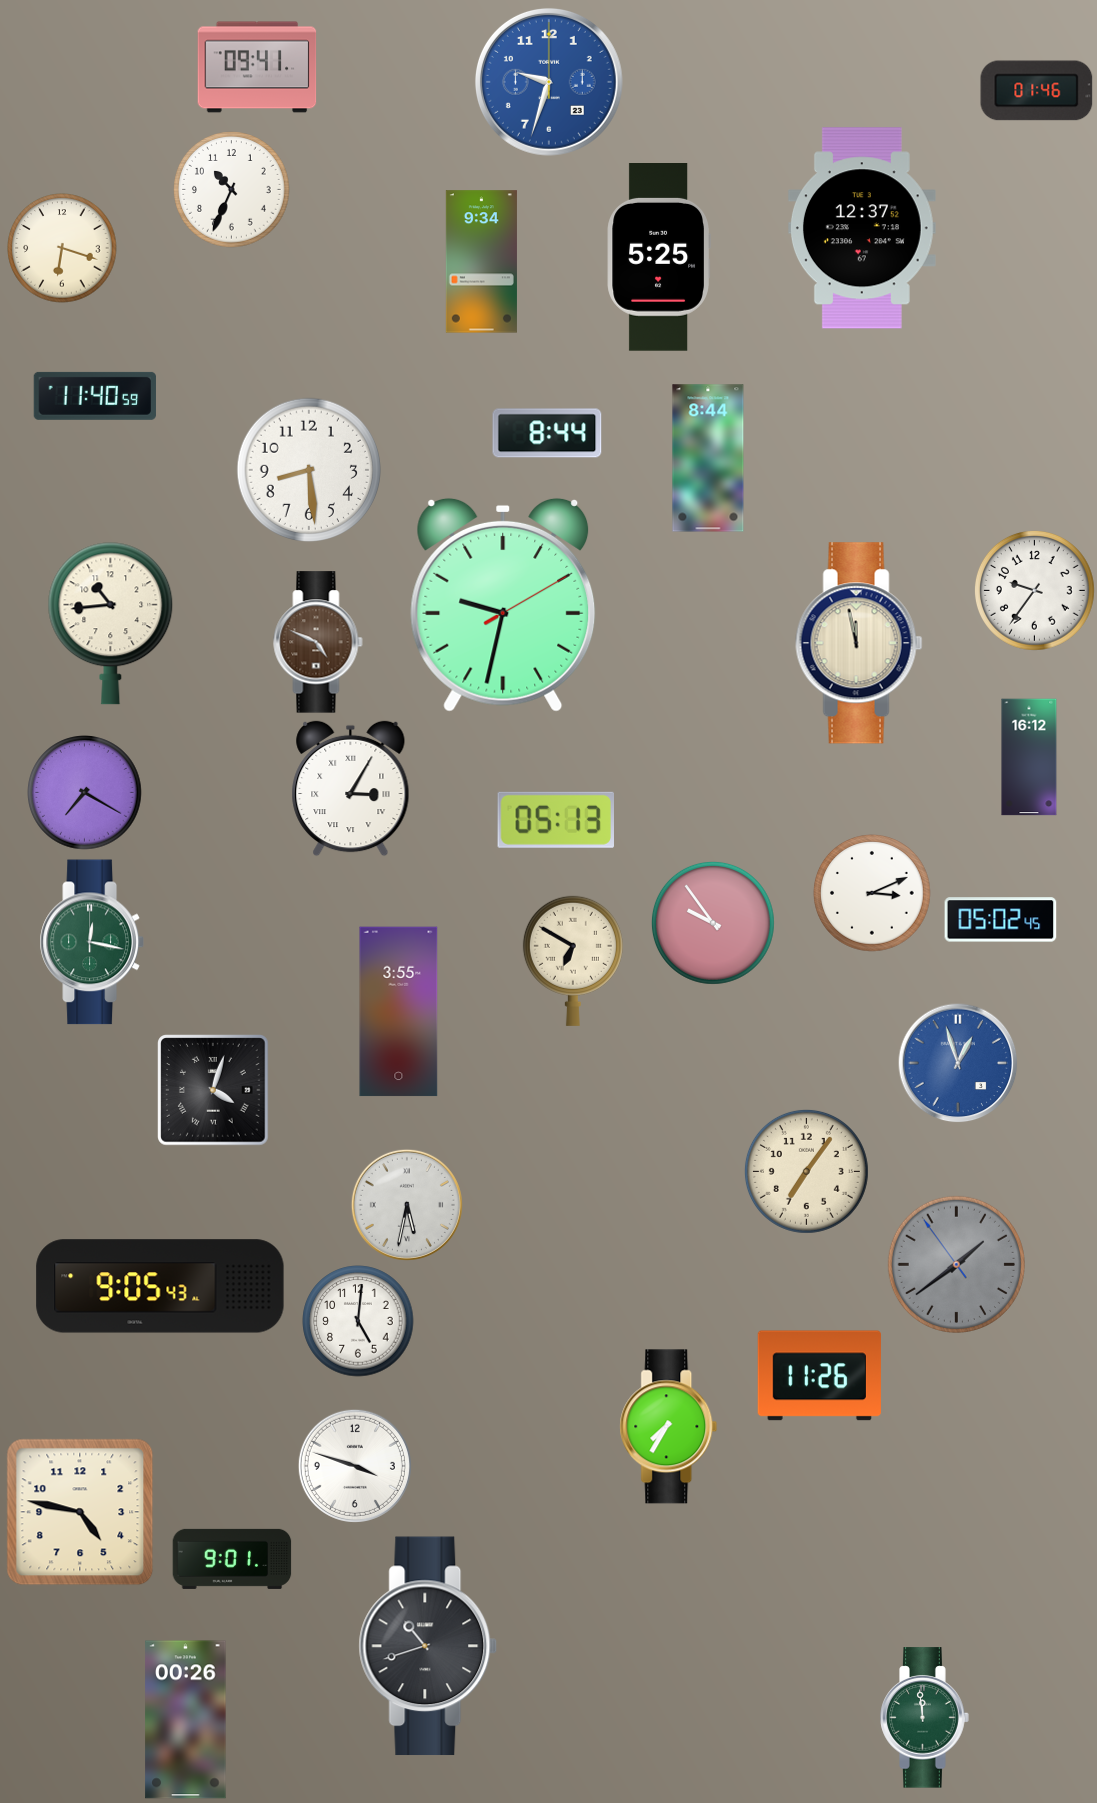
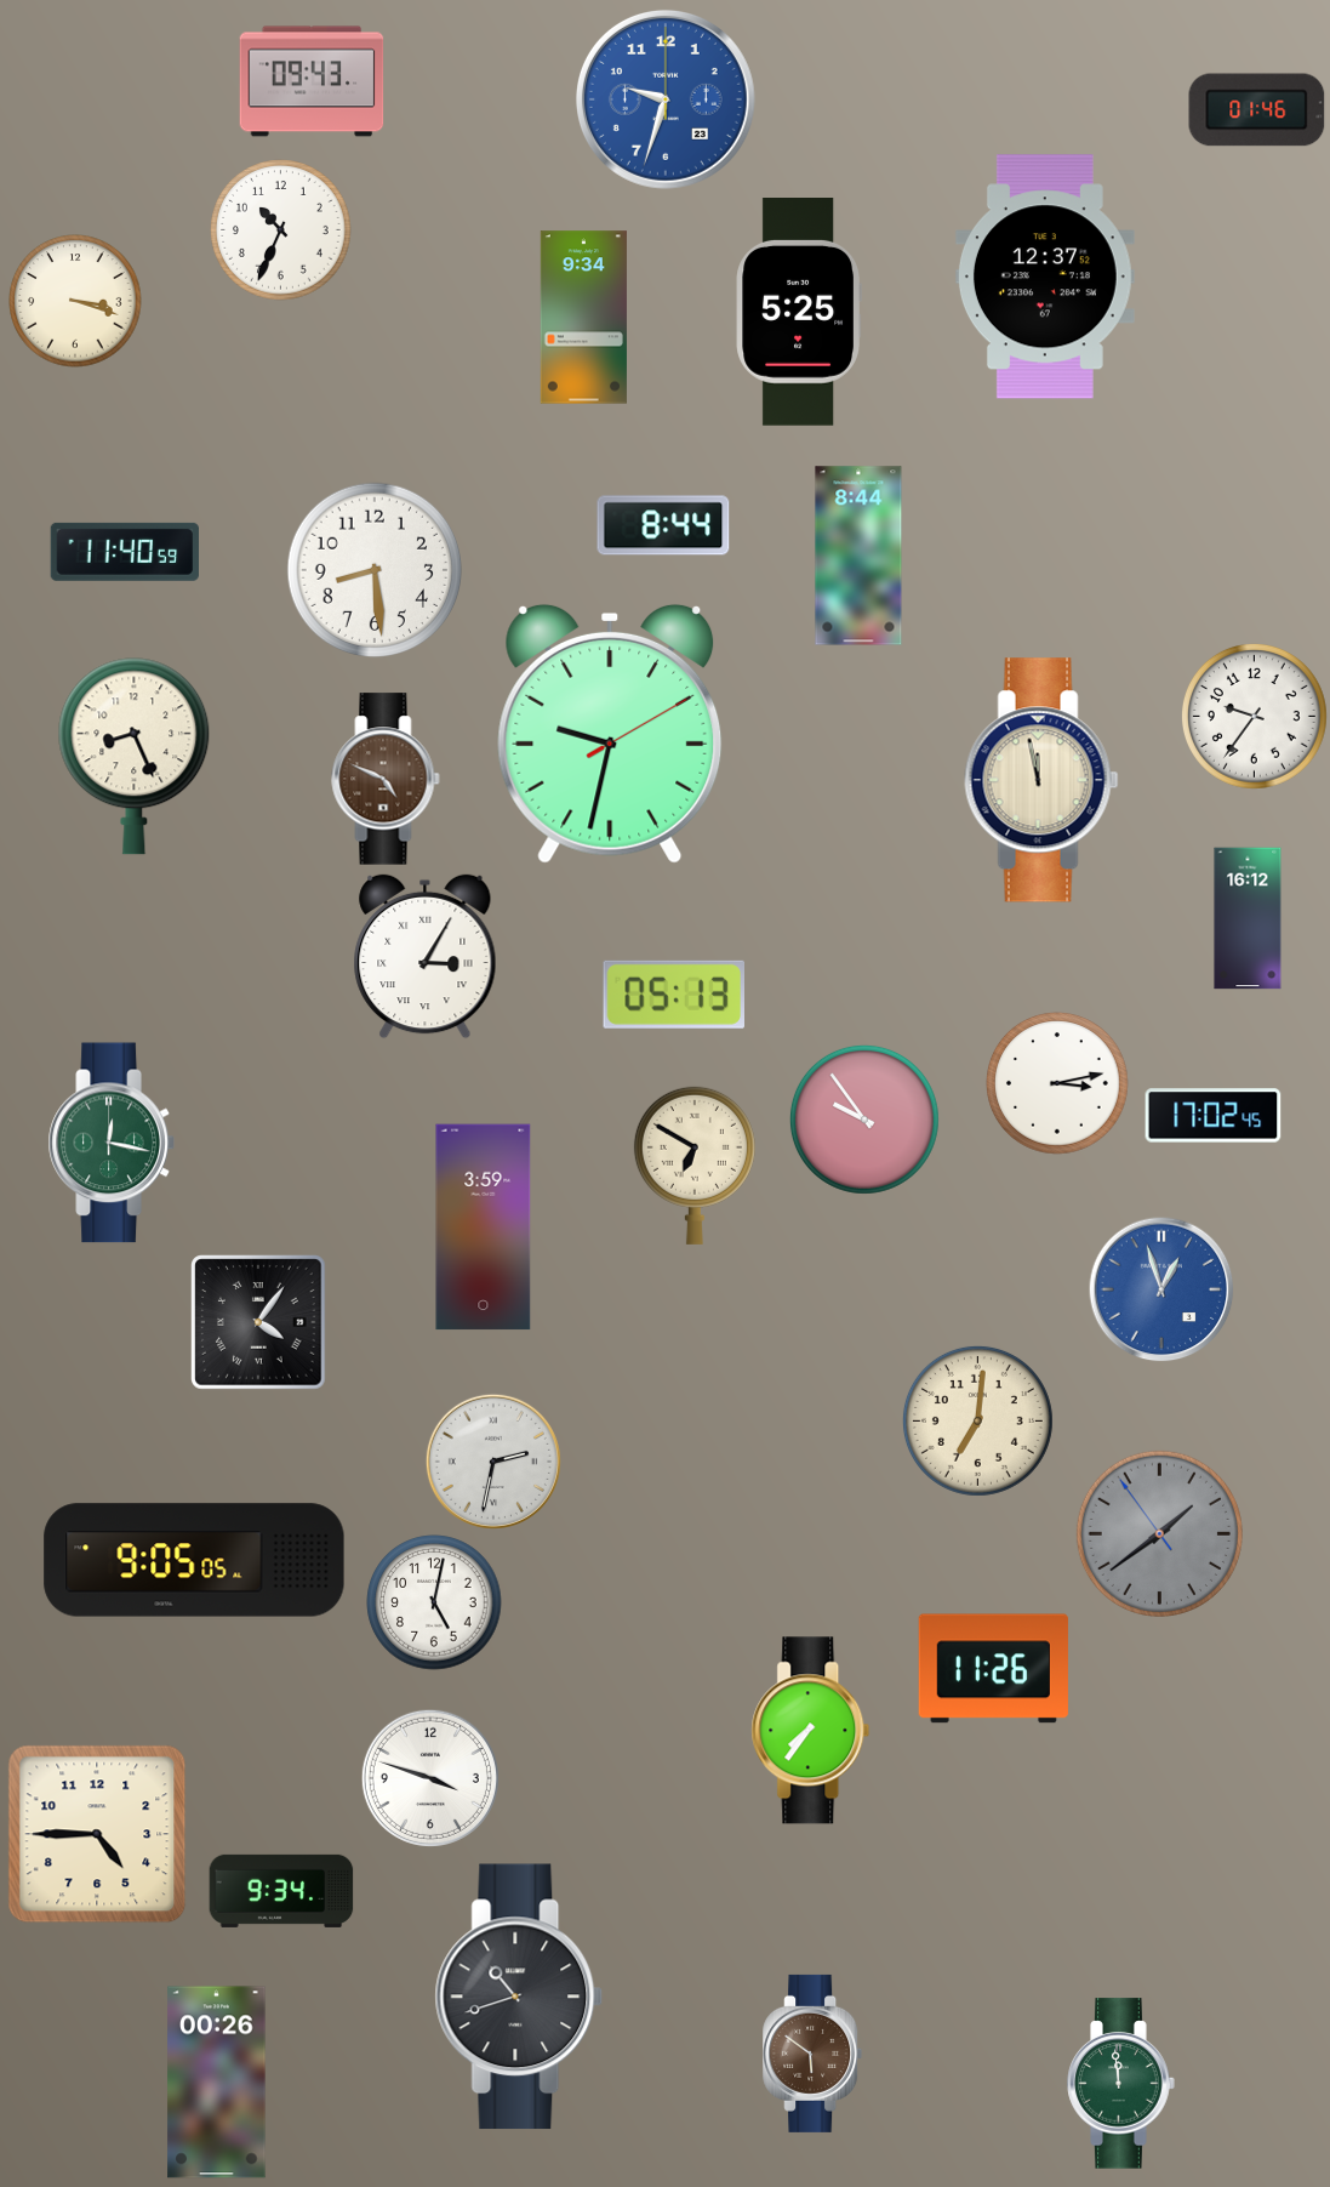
clock at (257, 67): 09:41 -> 09:43
clock at (62, 248): 6:18 -> 3:18
clock at (95, 396) position: (95, 396) -> (125, 552)
clock at (111, 624): 10:44 -> 8:26
clock at (85, 793): 7:20 -> none
clock at (873, 894): 3:11 -> 3:13
clock at (1001, 920): 05:02 -> 17:02
clock at (399, 1012): 3:55 -> 3:59
clock at (213, 1090): 4:03 -> 4:06
clock at (806, 1171): 7:06 -> 7:01
clock at (407, 1205): 5:32 -> 2:32
clock at (160, 1286): 9:05:43 -> 9:05:05
clock at (358, 1321): 5:01 -> 5:02
clock at (669, 1427): 7:35 -> 7:36
clock at (80, 1512): 4:47 -> 4:45
clock at (232, 1559): 9:01 -> 9:34
clock at (812, 2054): none -> 5:51
clock at (186, 1720) position: (186, 1720) -> (217, 2083)
